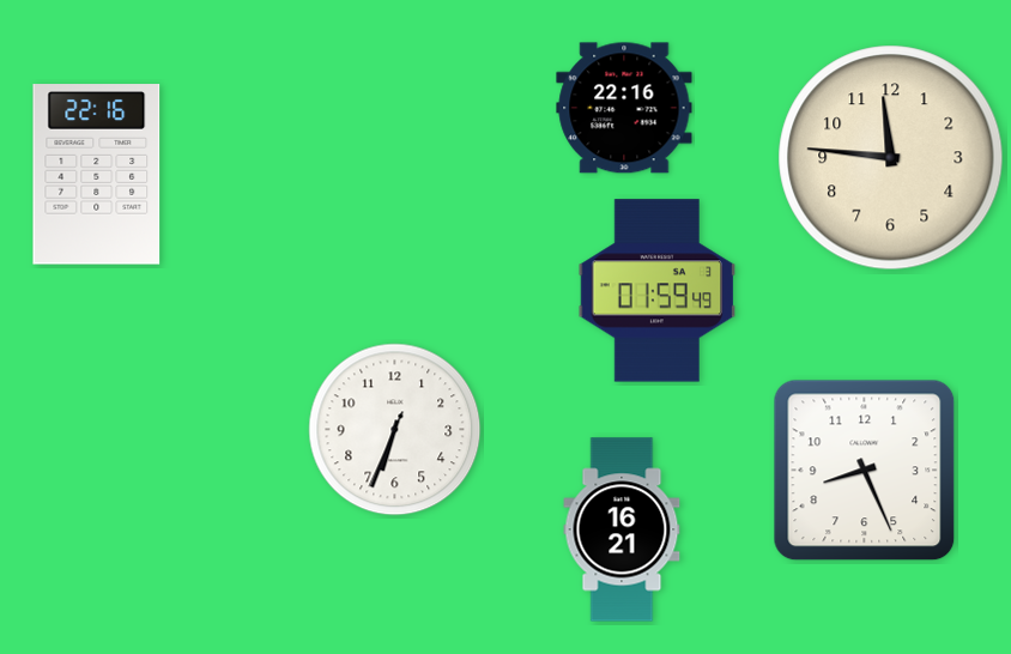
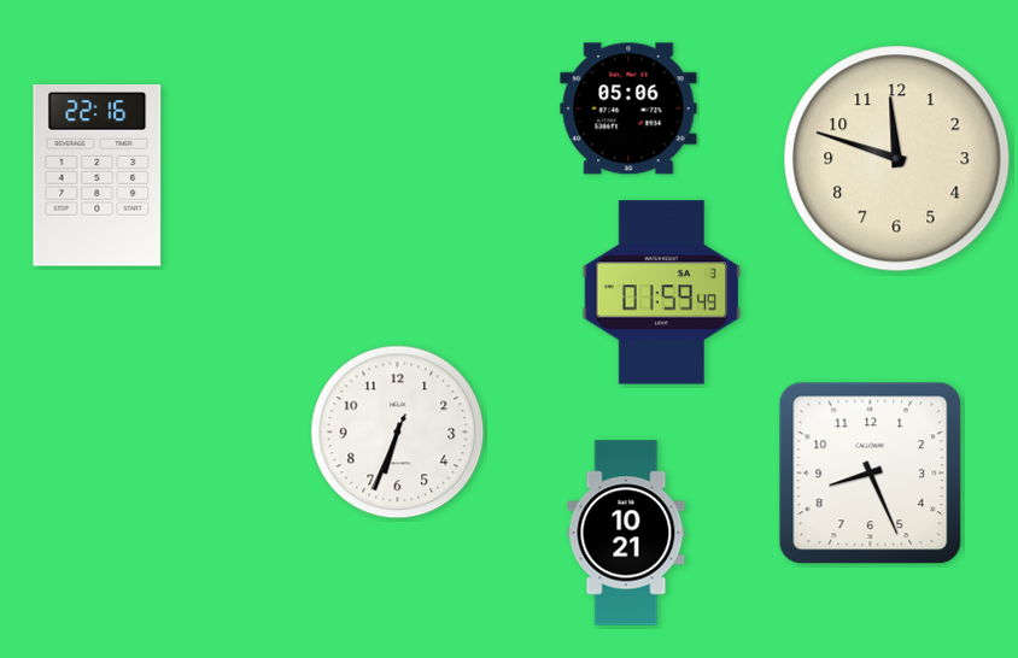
clock at (624, 108): 22:16 -> 05:06
clock at (891, 158): 11:46 -> 11:48
clock at (622, 529): 16:21 -> 10:21
